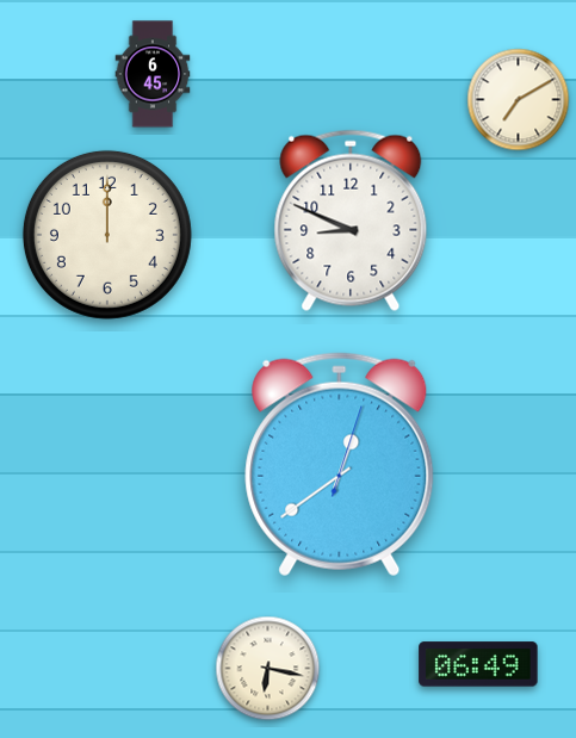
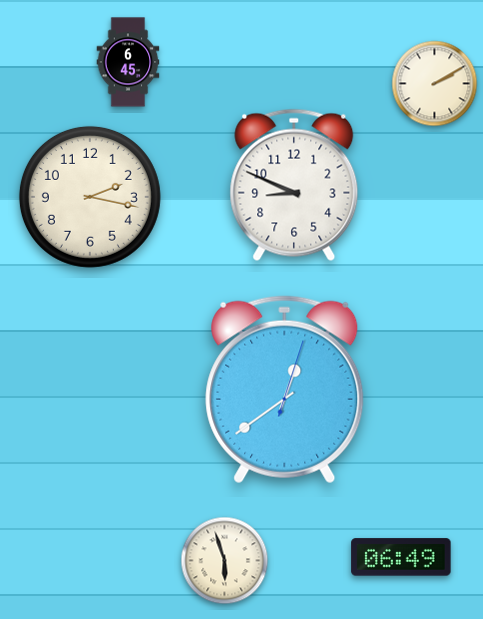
clock at (519, 100): 7:10 -> 2:10
clock at (107, 235): 12:00 -> 2:17
clock at (268, 669): 6:17 -> 5:57
